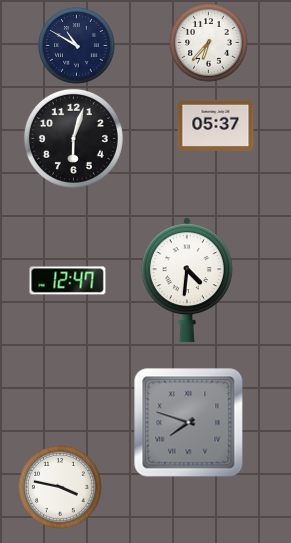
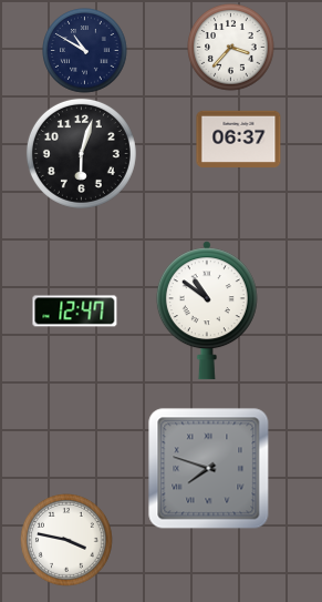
clock at (209, 43): 6:37 -> 3:37
clock at (216, 125): 05:37 -> 06:37
clock at (187, 280): 4:31 -> 10:51
